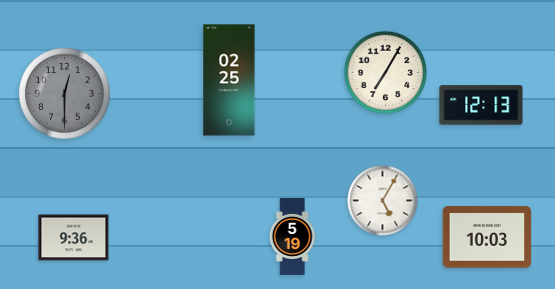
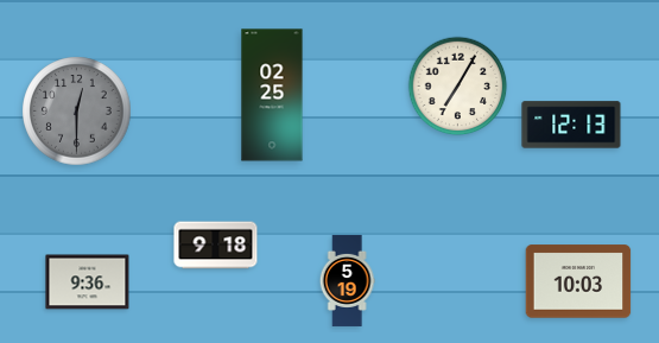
clock at (383, 201): 5:05 -> none
clock at (216, 246): none -> 9:18
